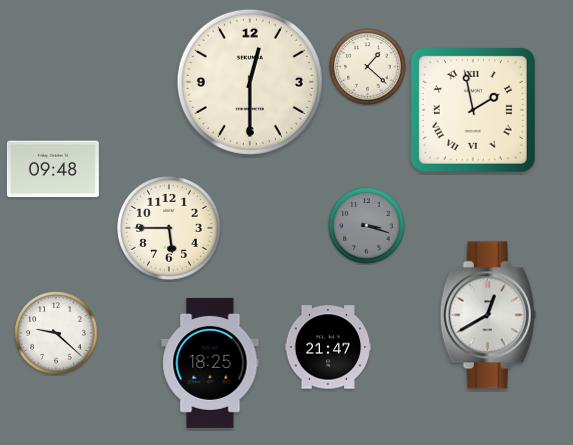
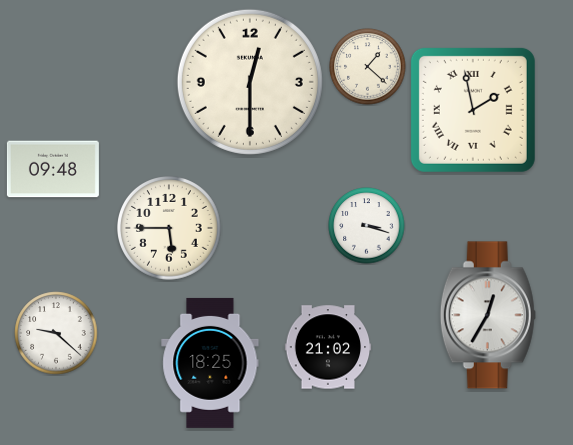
clock at (367, 226) dial: grey -> white
clock at (488, 315): 12:40 -> 12:35
clock at (328, 347): 21:47 -> 21:02
